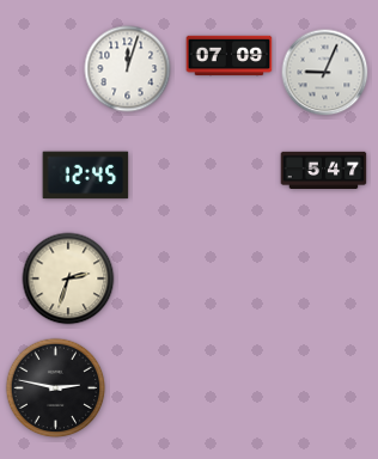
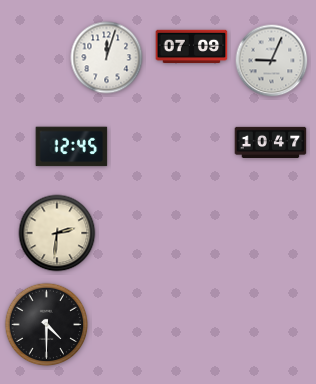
clock at (324, 170): 5:47 -> 10:47
clock at (68, 279): 2:33 -> 2:31
clock at (56, 388): 2:47 -> 4:30
